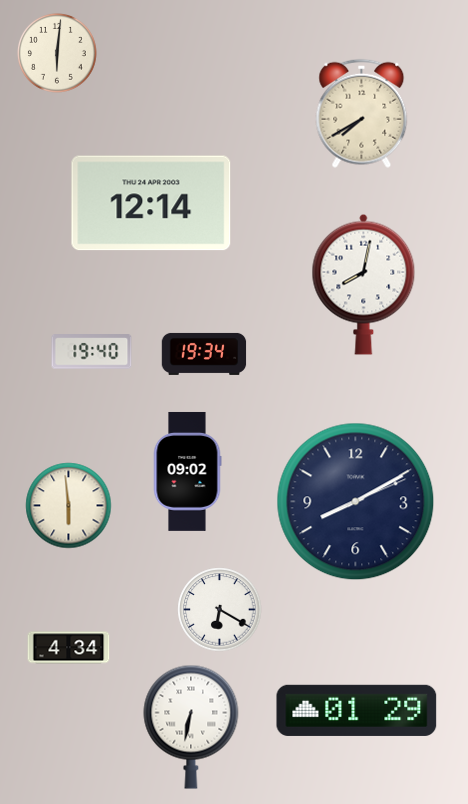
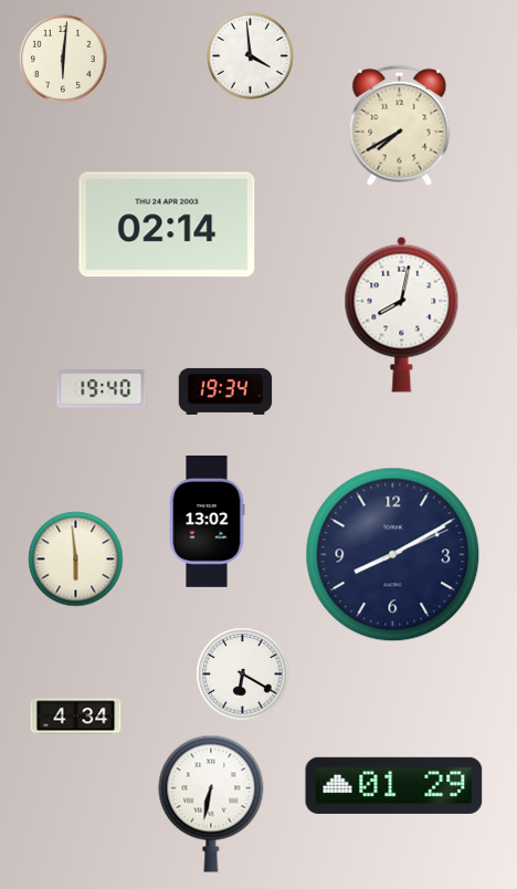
clock at (250, 55): none -> 3:59
clock at (151, 203): 12:14 -> 02:14
clock at (187, 471): 09:02 -> 13:02
